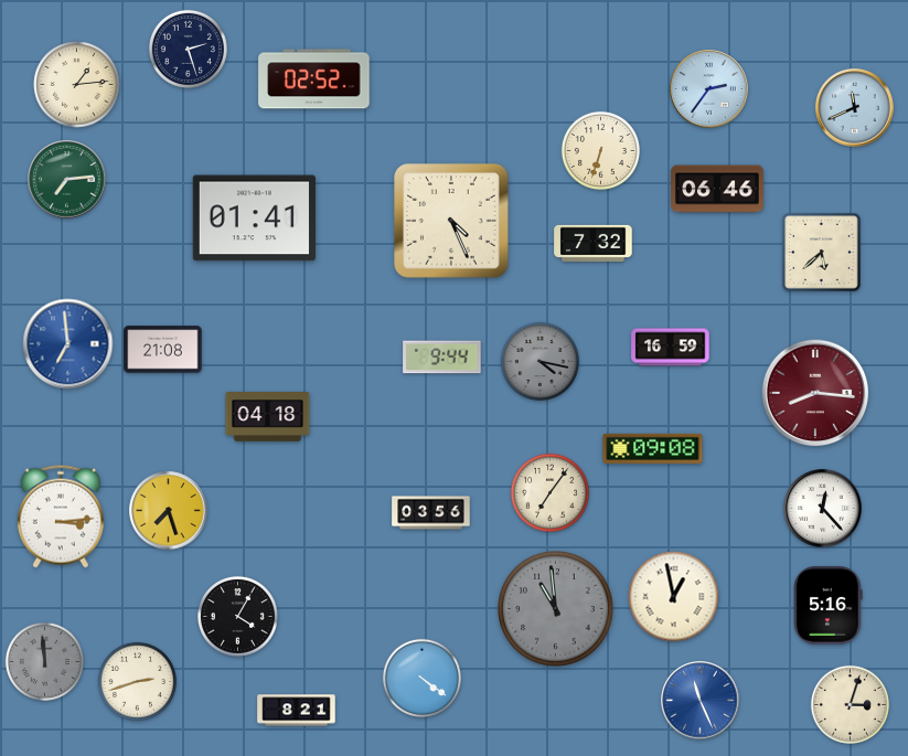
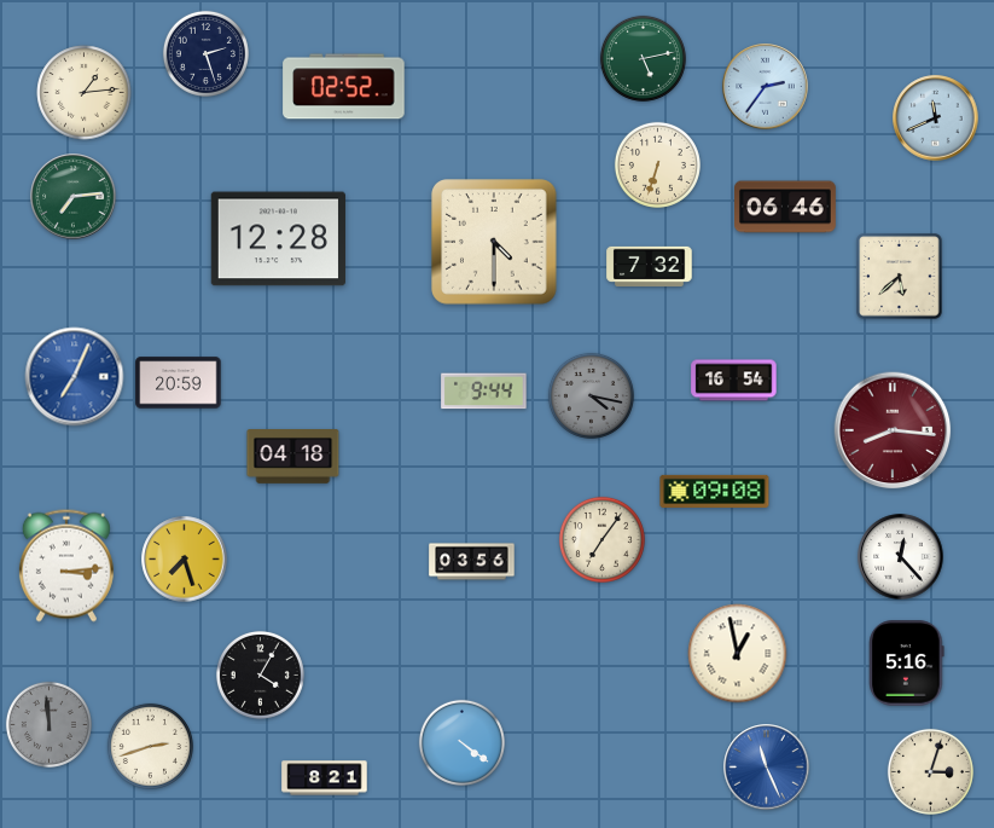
clock at (643, 58): none -> 5:13
clock at (709, 89) position: (709, 89) -> (766, 87)
clock at (254, 219): 01:41 -> 12:28
clock at (451, 221): 4:26 -> 4:30
clock at (68, 344): 6:59 -> 7:04
clock at (671, 348): 16:59 -> 16:54
clock at (163, 350): 21:08 -> 20:59
clock at (556, 609): 10:59 -> none
